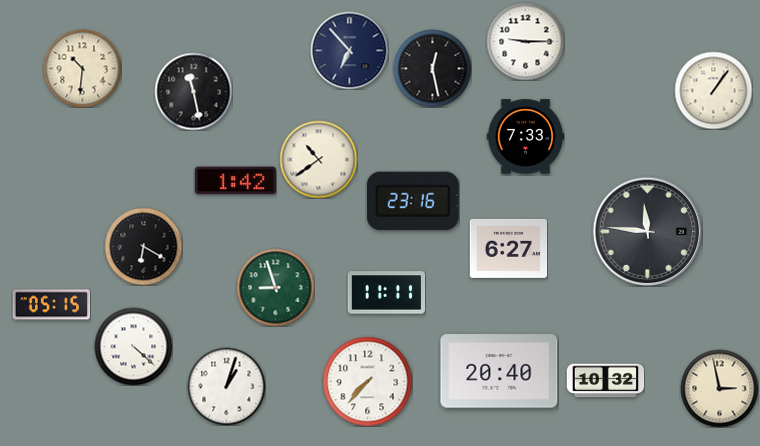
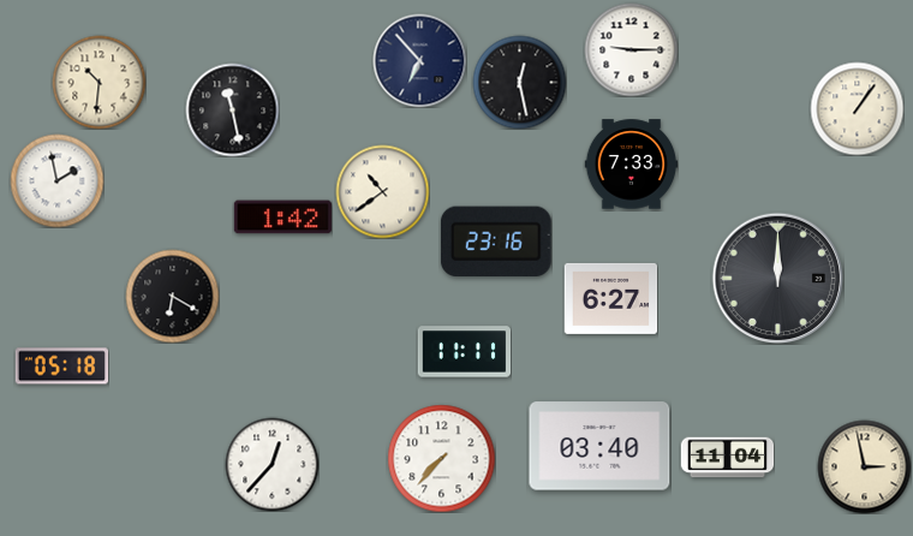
clock at (56, 180): none -> 1:58
clock at (647, 231): 11:46 -> 12:00
clock at (275, 287): 8:57 -> none
clock at (51, 305): 05:15 -> 05:18
clock at (133, 346): 4:22 -> none
clock at (499, 371): 20:40 -> 03:40
clock at (605, 381): 10:32 -> 11:04
clock at (226, 386): 1:03 -> 12:37
